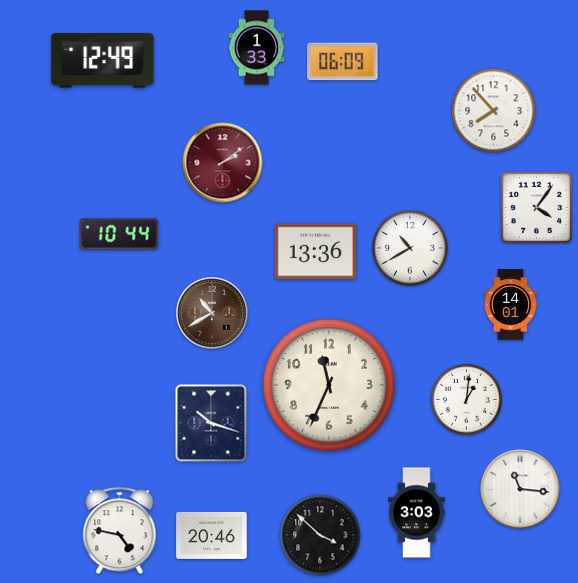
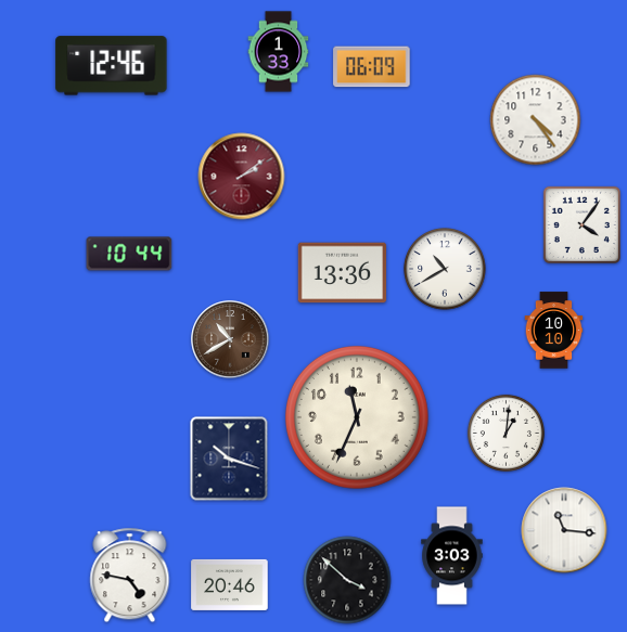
clock at (103, 61): 12:49 -> 12:46
clock at (494, 111): 7:53 -> 4:24
clock at (511, 305): 14:01 -> 10:10
clock at (212, 535) position: (212, 535) -> (230, 584)
